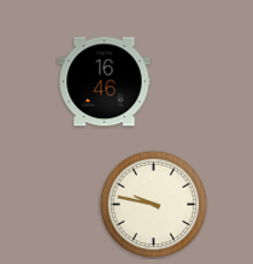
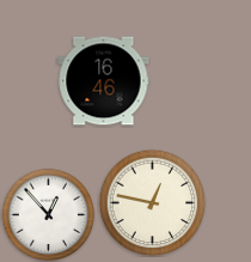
clock at (153, 204): 9:47 -> 12:47
clock at (48, 214): none -> 12:53
